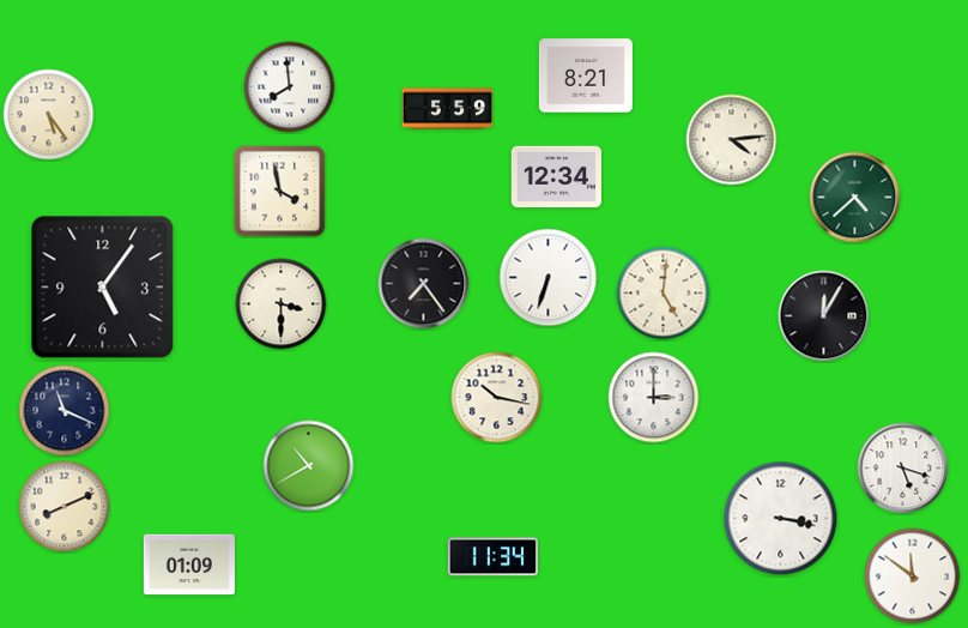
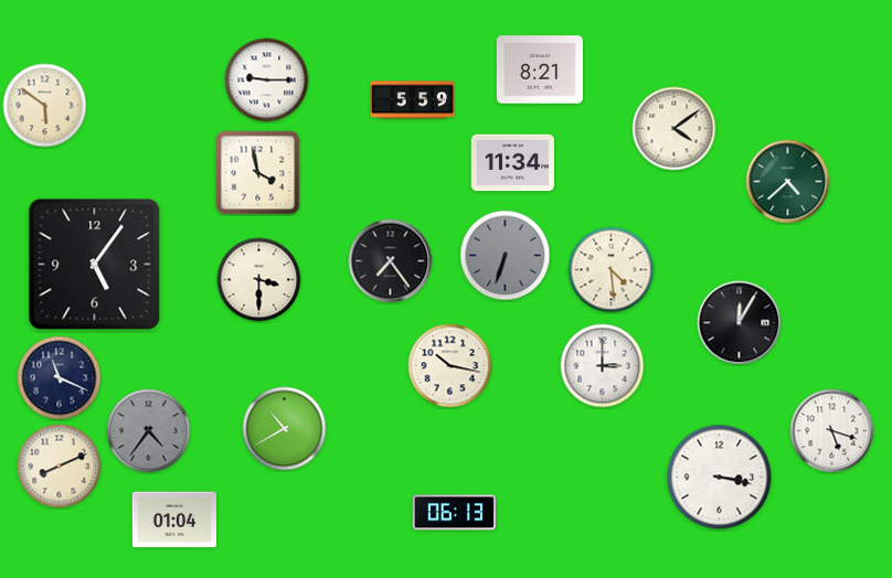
clock at (290, 87): 7:59 -> 9:15
clock at (49, 115): 5:24 -> 5:51
clock at (732, 140): 4:14 -> 4:09
clock at (556, 177): 12:34 -> 11:34
clock at (280, 192) position: (280, 192) -> (258, 173)
clock at (549, 278) dial: white -> grey
clock at (664, 294): 5:01 -> 4:29
clock at (824, 316) position: (824, 316) -> (740, 323)
clock at (497, 398) position: (497, 398) -> (450, 366)
clock at (149, 431): none -> 4:36
clock at (492, 557): 11:34 -> 06:13
clock at (189, 564): 01:09 -> 01:04
clock at (913, 576): 11:51 -> none
